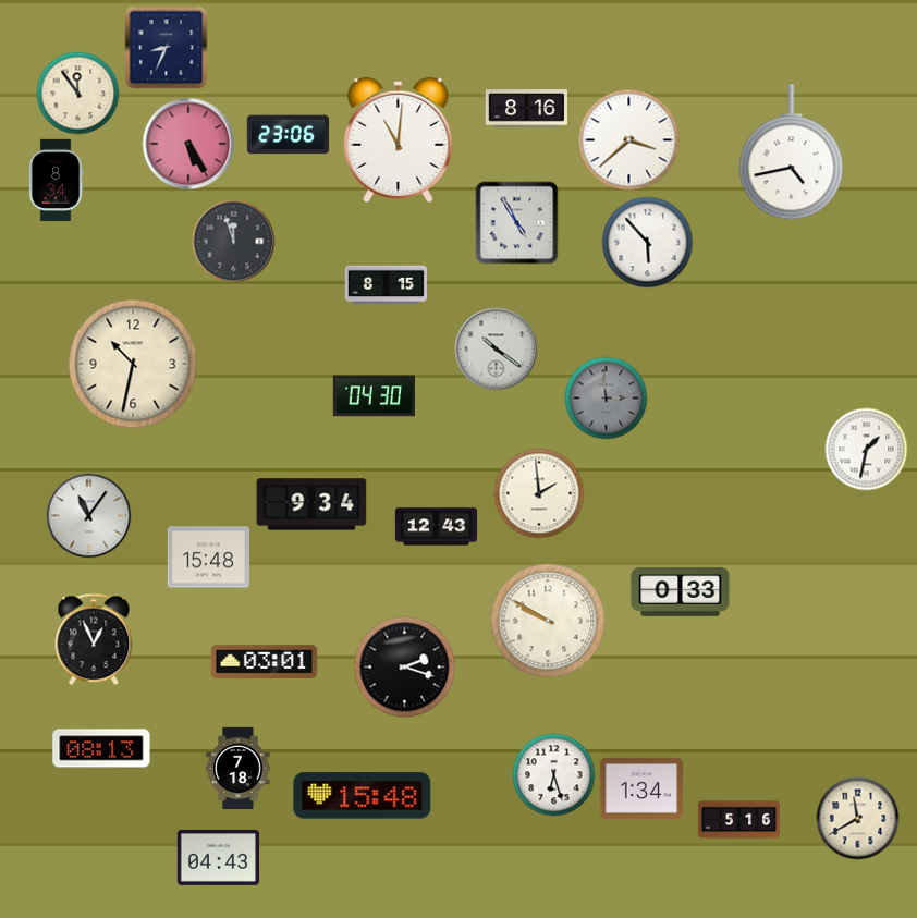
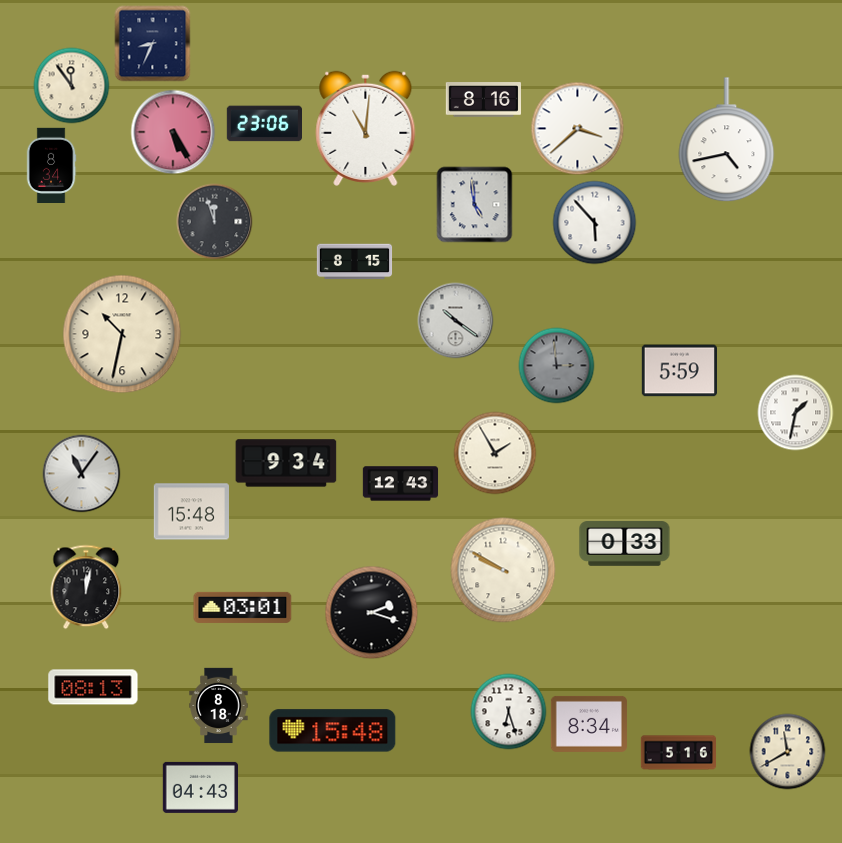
clock at (517, 223): 4:55 -> 4:59
clock at (374, 396): 04:30 -> none
clock at (679, 371): none -> 5:59
clock at (539, 493): 1:59 -> 1:55
clock at (94, 639): 12:56 -> 12:02
clock at (239, 769): 7:18 -> 8:18
clock at (641, 788): 1:34 -> 8:34
